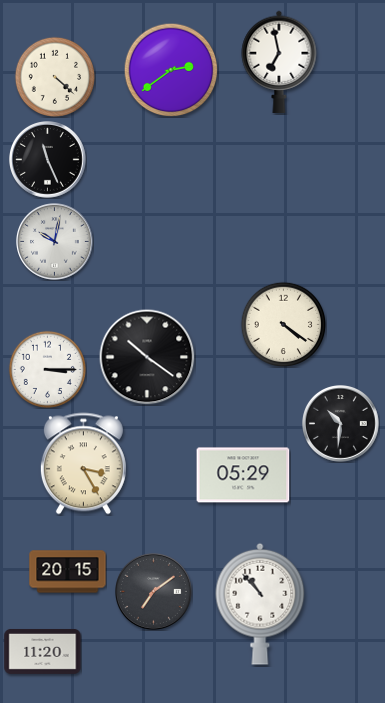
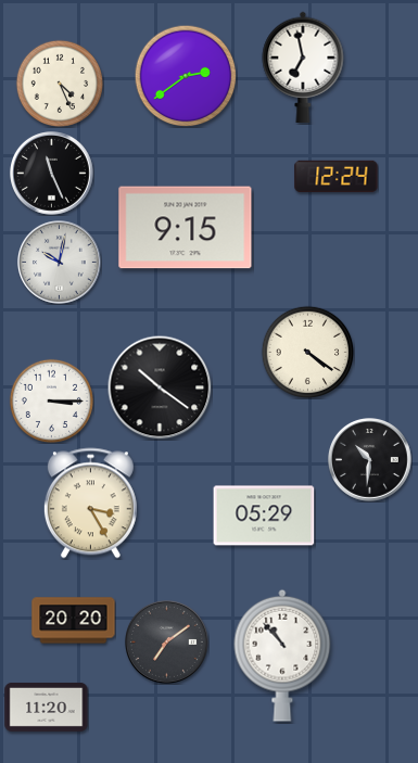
clock at (54, 76): 4:22 -> 4:26
clock at (337, 176): none -> 12:24
clock at (186, 228): none -> 9:15
clock at (68, 572): 20:15 -> 20:20
